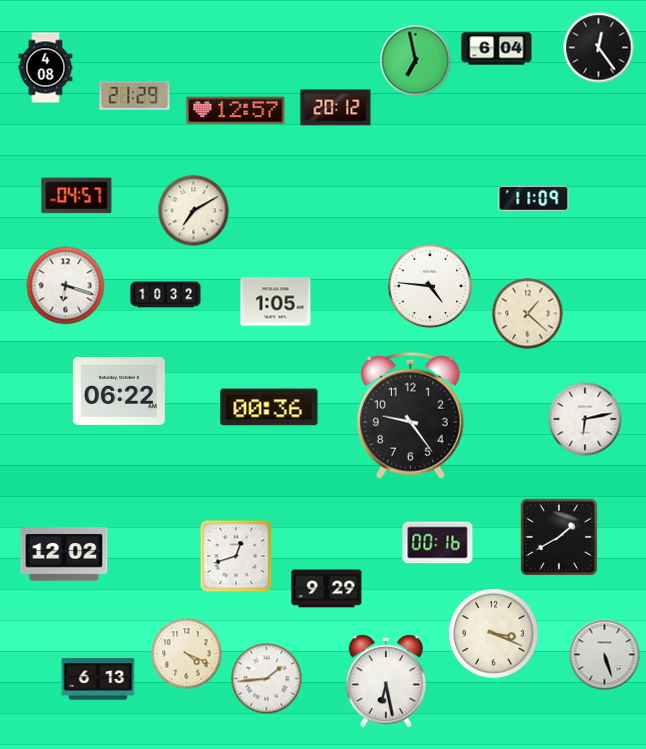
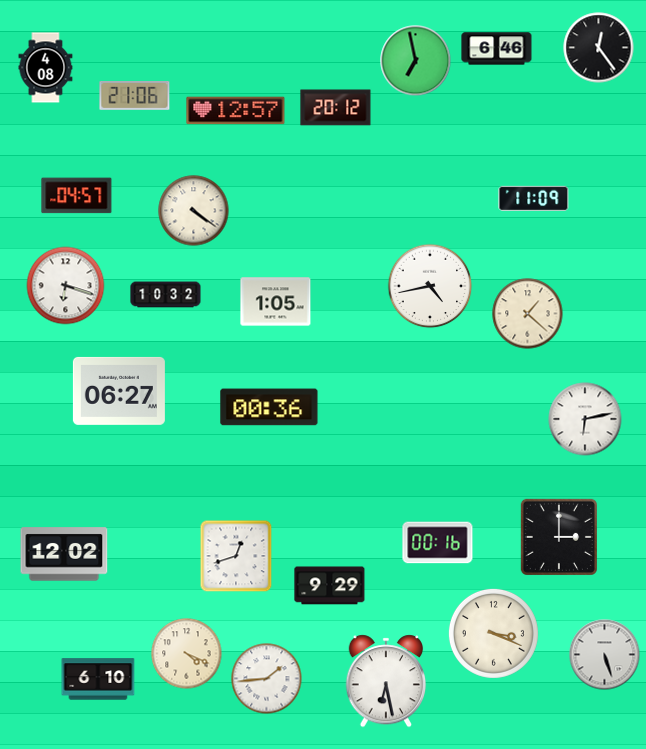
clock at (497, 49): 6:04 -> 6:46
clock at (135, 95): 21:29 -> 21:06
clock at (194, 211): 7:10 -> 4:21
clock at (430, 286): 4:46 -> 4:43
clock at (119, 391): 06:22 -> 06:27
clock at (410, 415): 9:24 -> none
clock at (559, 537): 1:40 -> 3:00
clock at (327, 589) position: (327, 589) -> (330, 586)
clock at (98, 679): 6:13 -> 6:10
